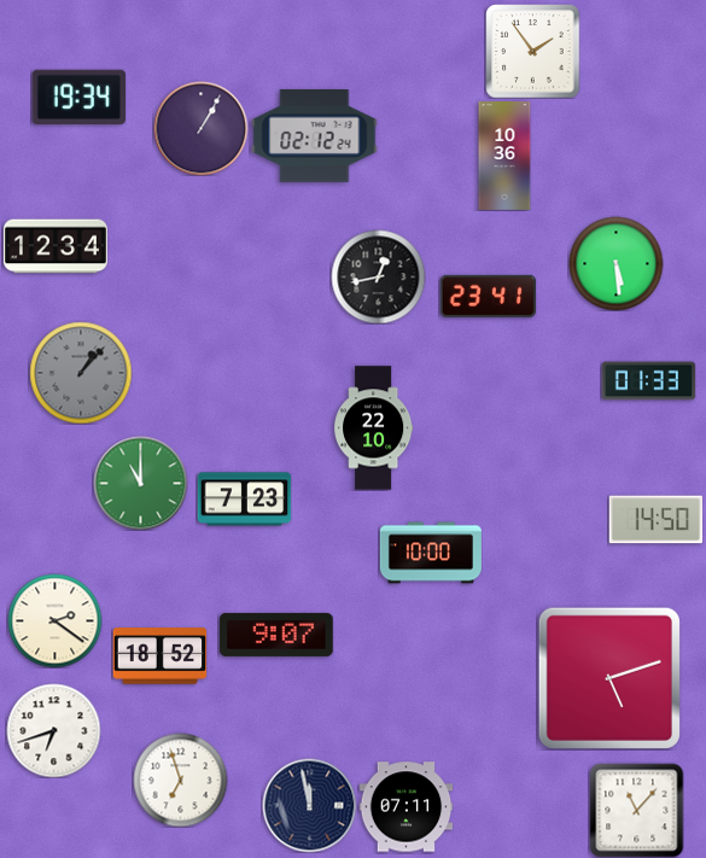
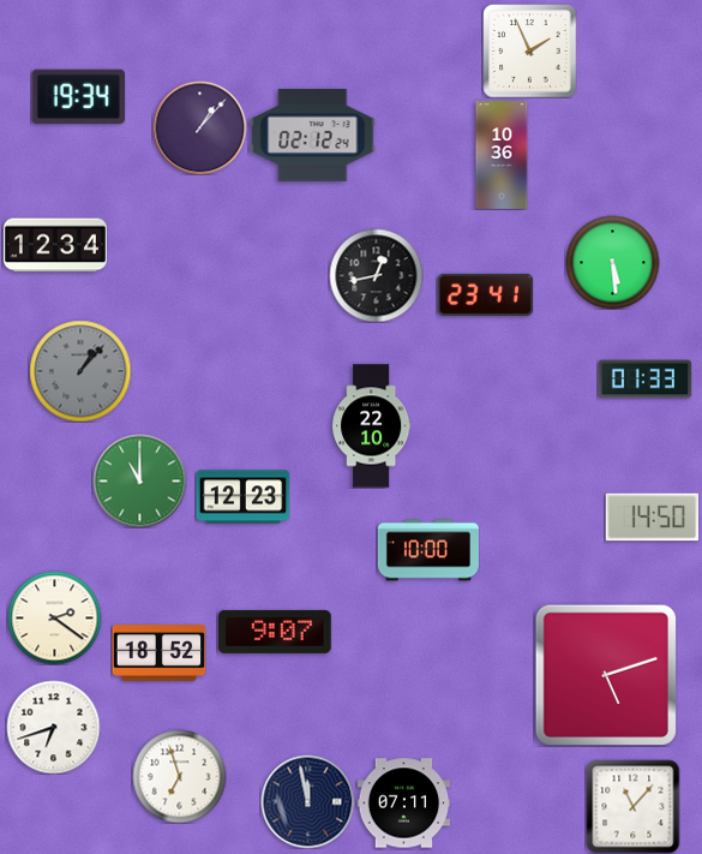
clock at (532, 51): 1:54 -> 1:56
clock at (200, 128): 1:05 -> 1:07
clock at (244, 500): 7:23 -> 12:23
